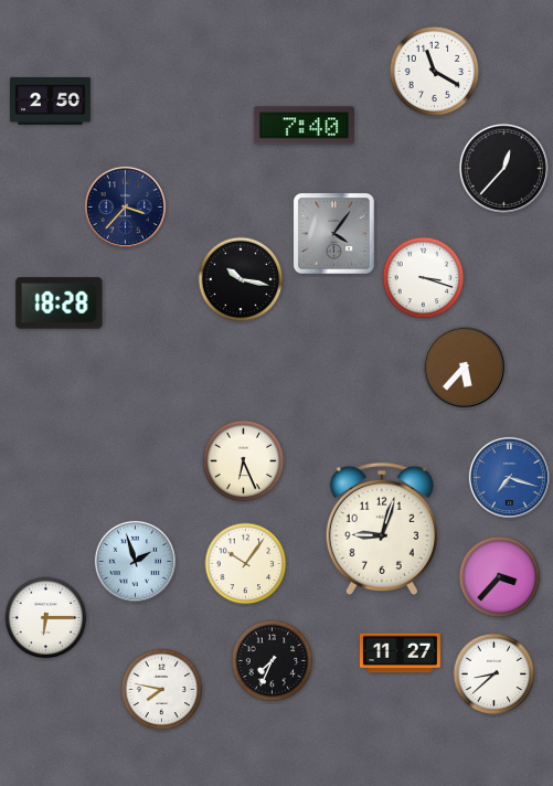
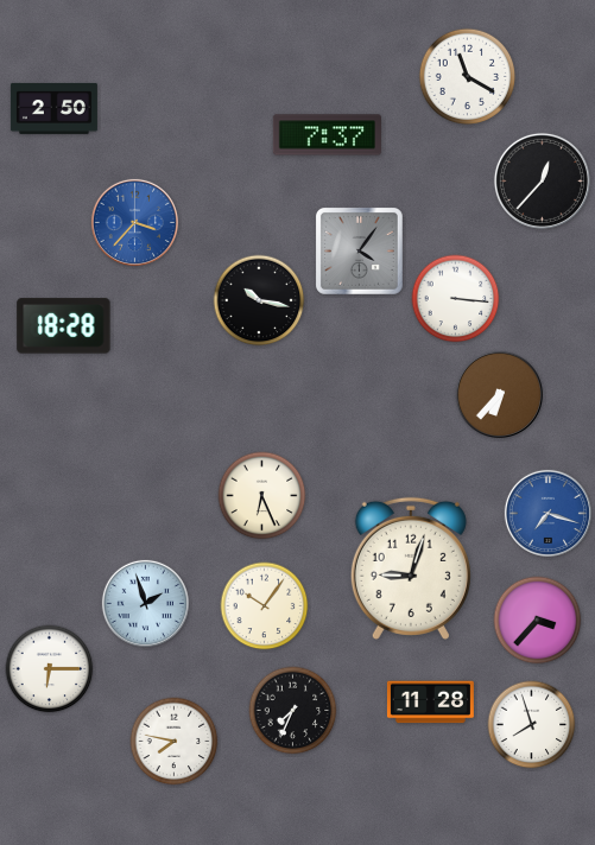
clock at (304, 126): 7:40 -> 7:37
clock at (125, 206) dial: navy -> blue
clock at (424, 278): 3:18 -> 3:16
clock at (464, 367): 5:37 -> 6:37
clock at (46, 618) position: (46, 618) -> (50, 669)
clock at (400, 654): 11:27 -> 11:28
clock at (494, 675): 8:38 -> 7:57
